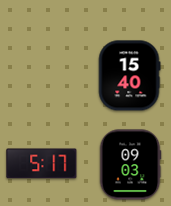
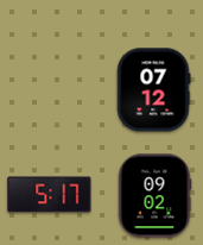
clock at (129, 76): 15:40 -> 07:12
clock at (130, 165): 09:03 -> 09:02
